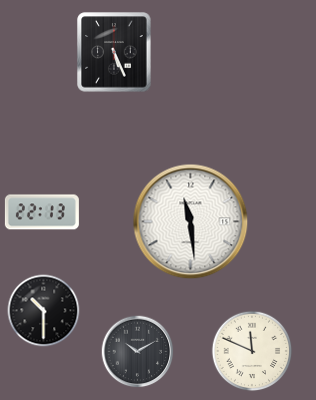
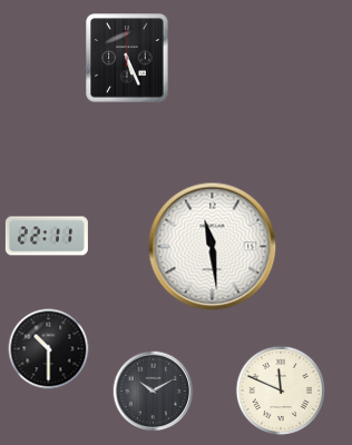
clock at (42, 212): 22:13 -> 22:11
clock at (44, 311) position: (44, 311) -> (49, 349)
